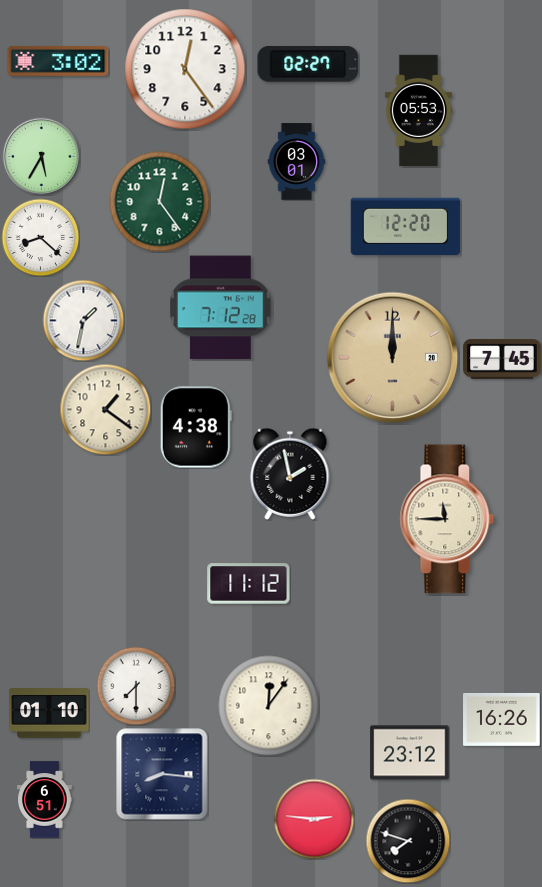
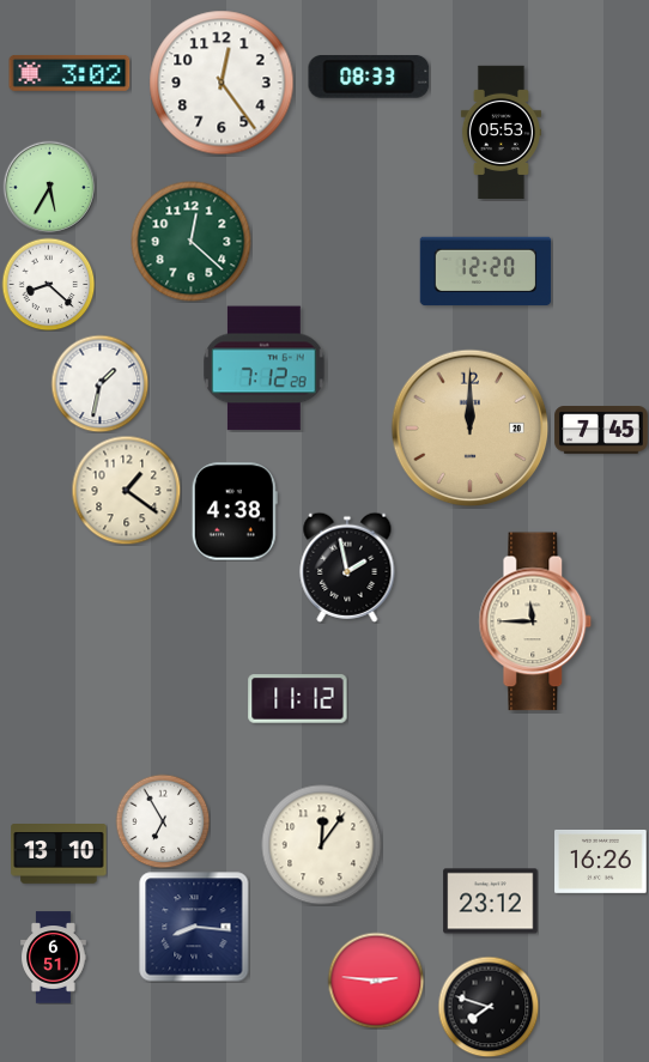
clock at (308, 65): 02:27 -> 08:33
clock at (297, 162): 03:01 -> none
clock at (160, 202): 12:24 -> 12:22
clock at (136, 686): 7:30 -> 6:55
clock at (49, 713): 01:10 -> 13:10
